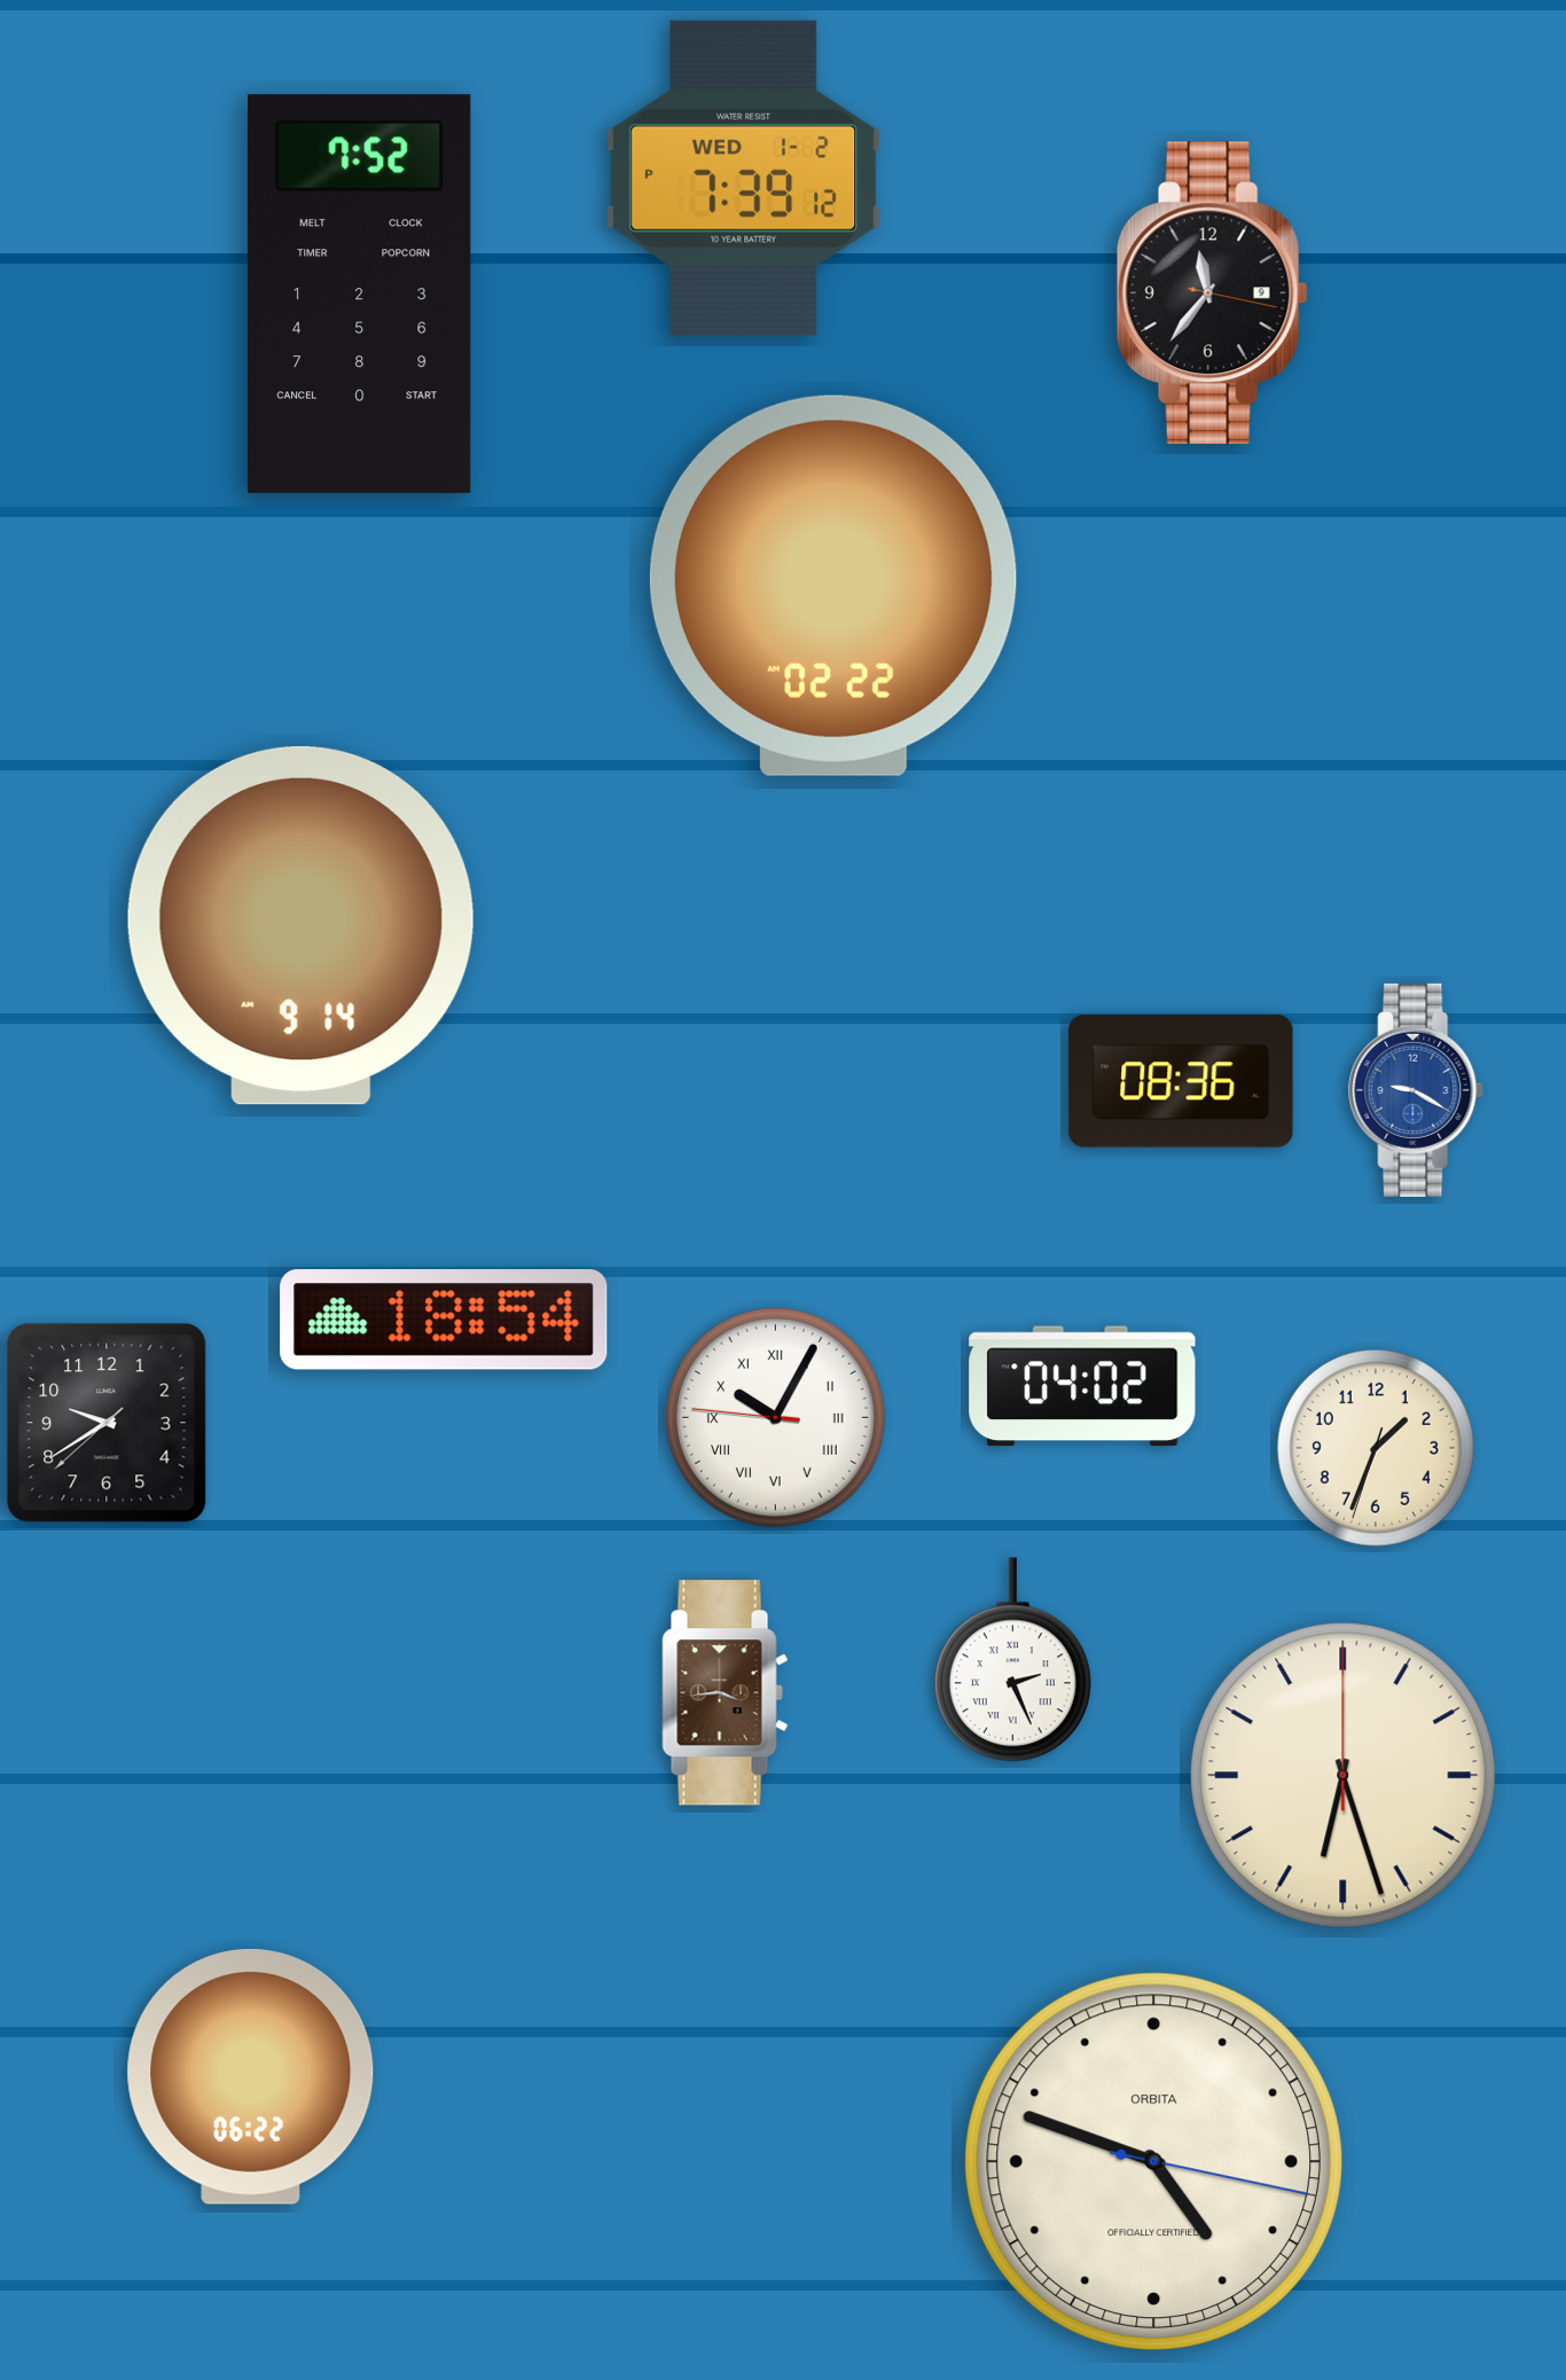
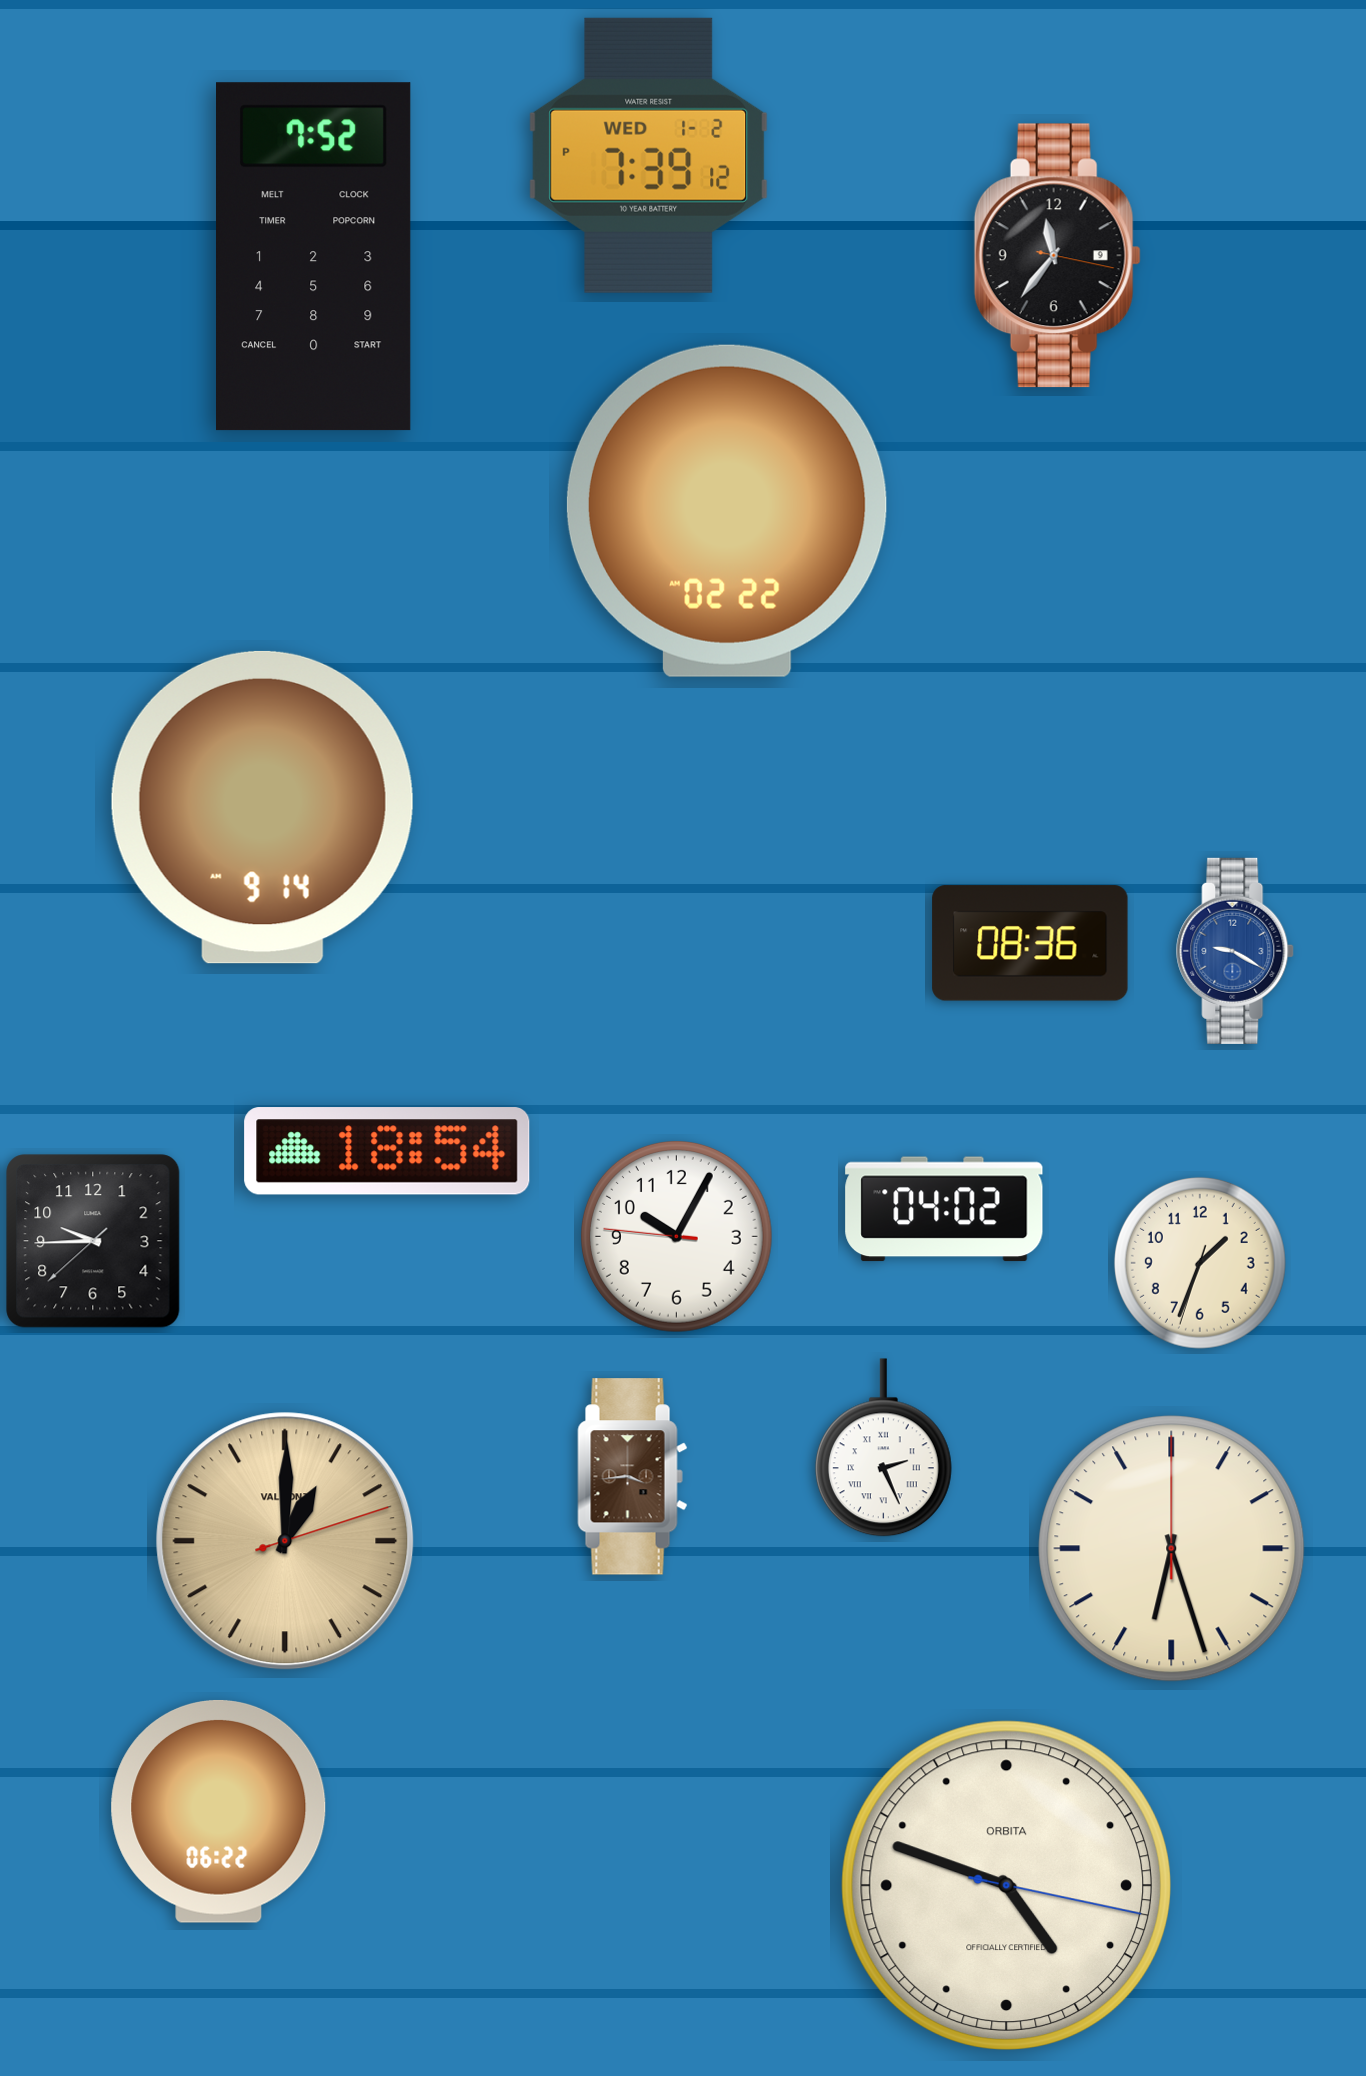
clock at (775, 1417) numerals: Roman -> Arabic
clock at (107, 1423): 9:39 -> 9:44
clock at (285, 1541): none -> 1:00
